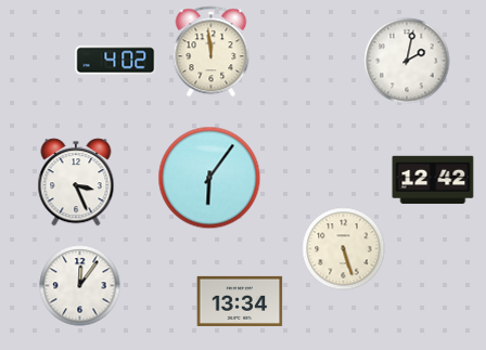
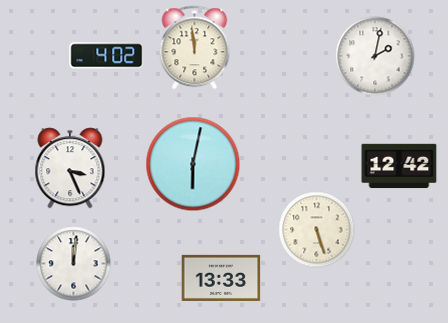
clock at (209, 178): 6:06 -> 6:02
clock at (80, 286): 12:06 -> 12:01
clock at (240, 301): 13:34 -> 13:33
